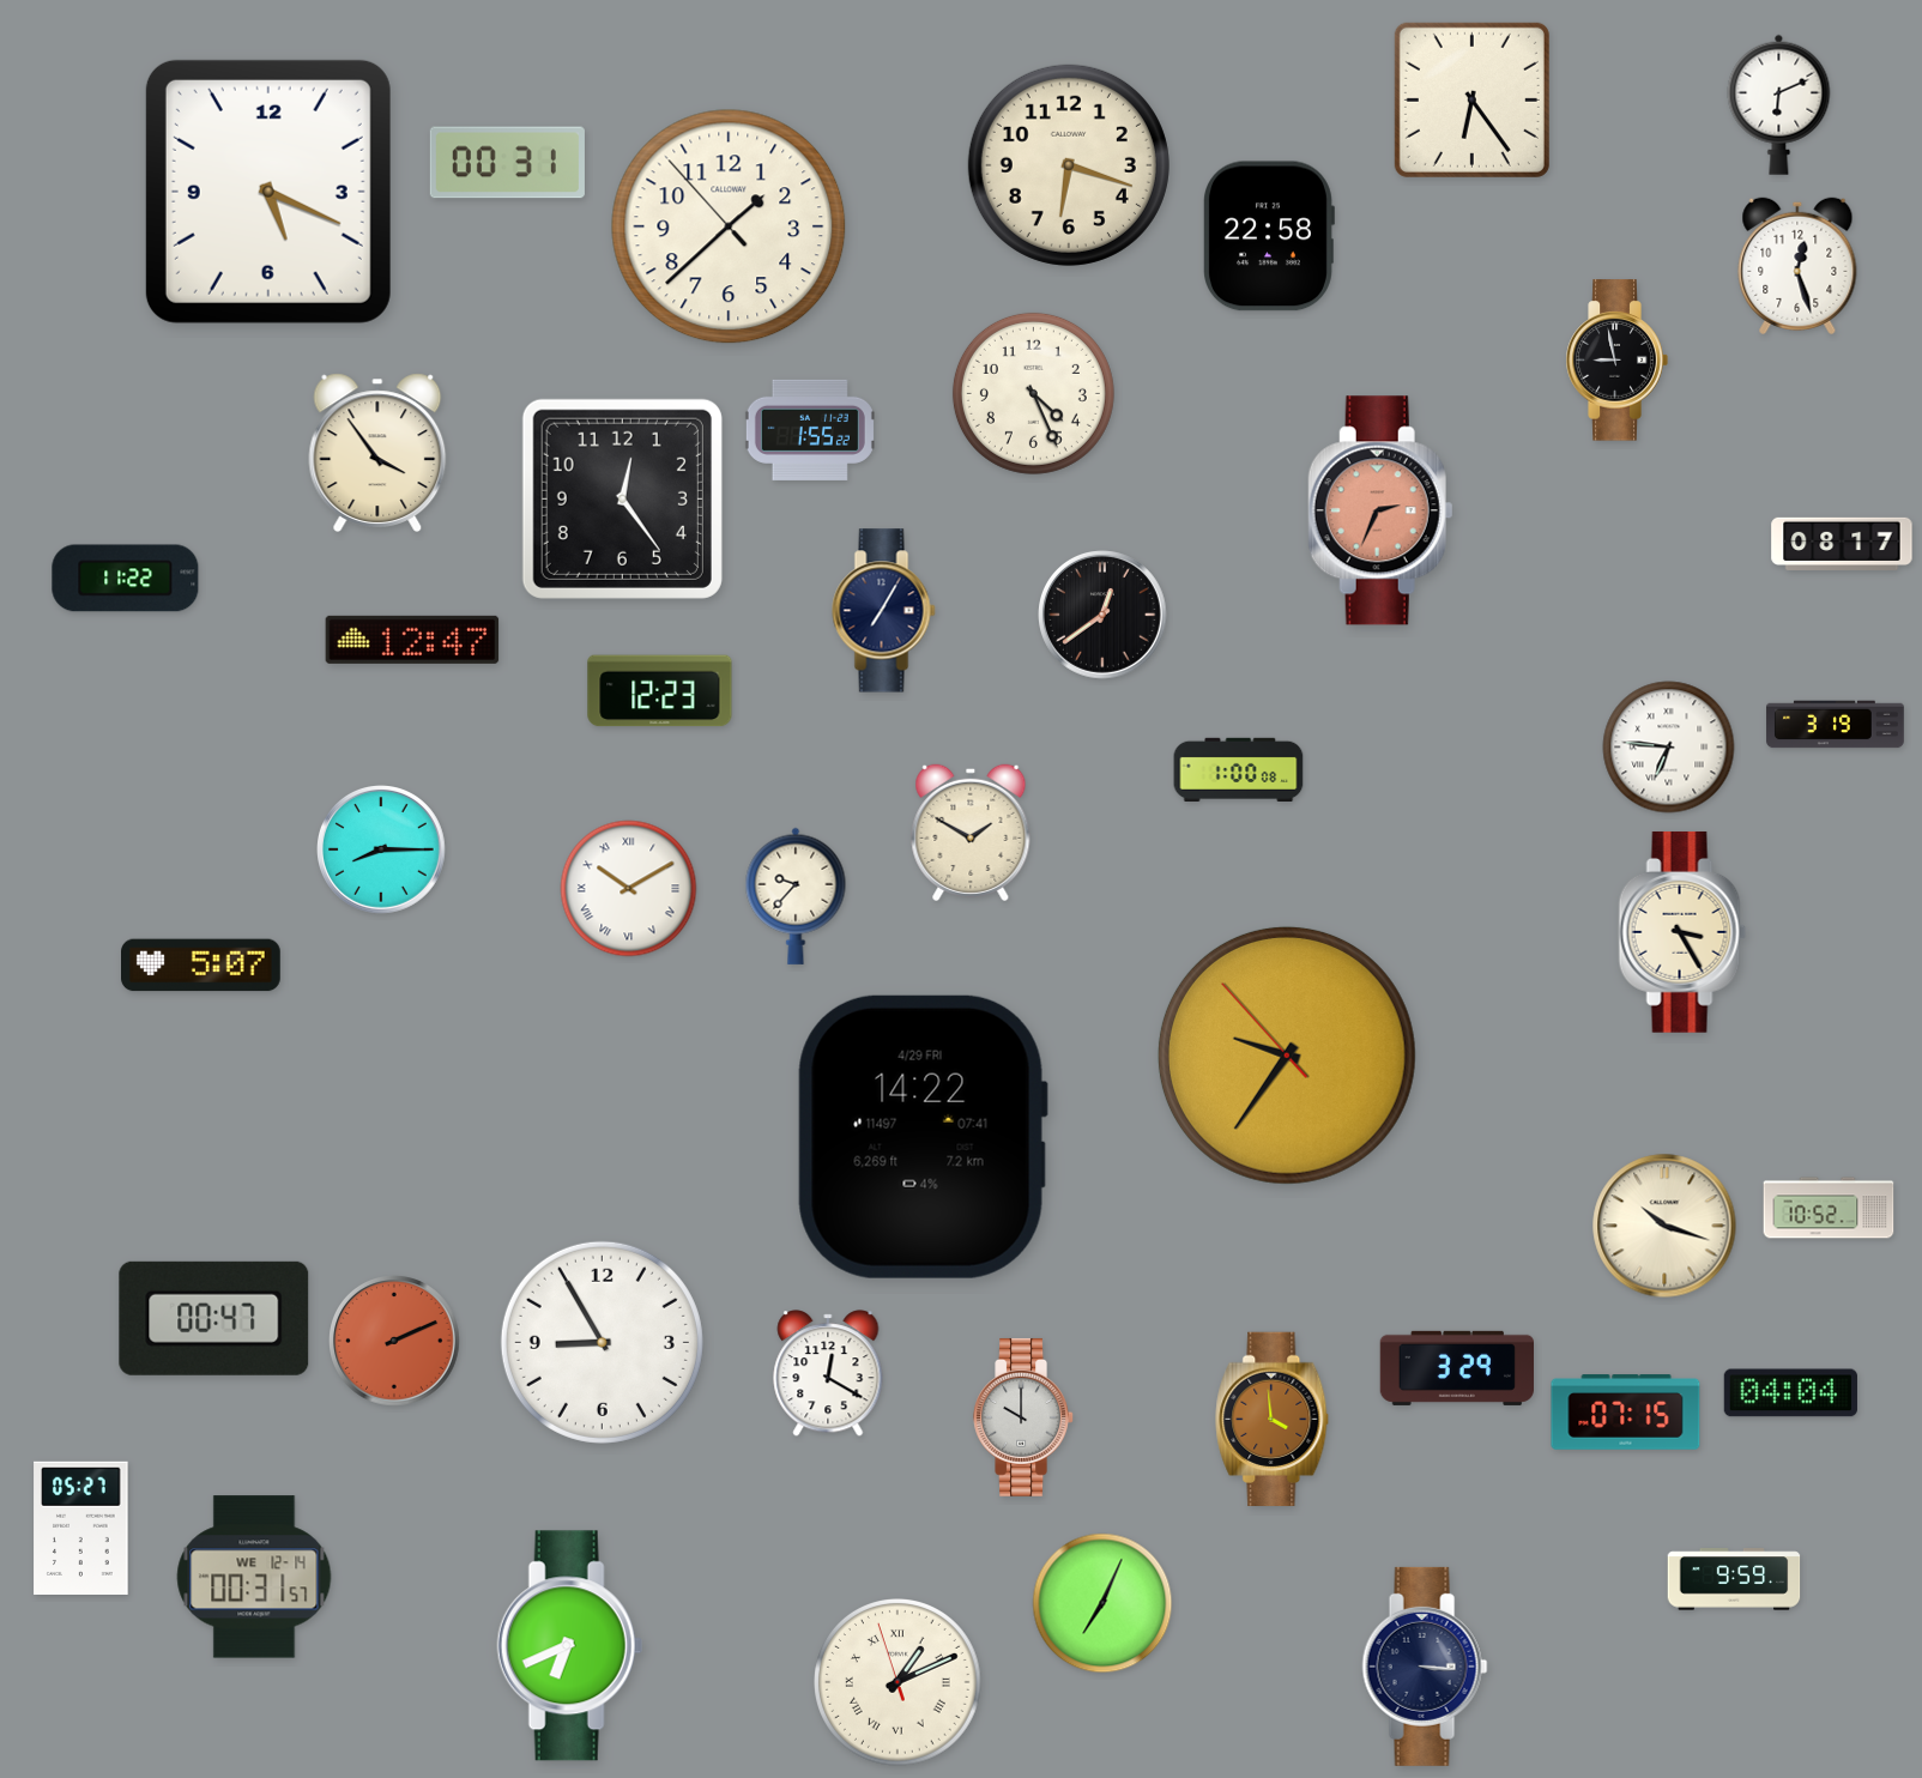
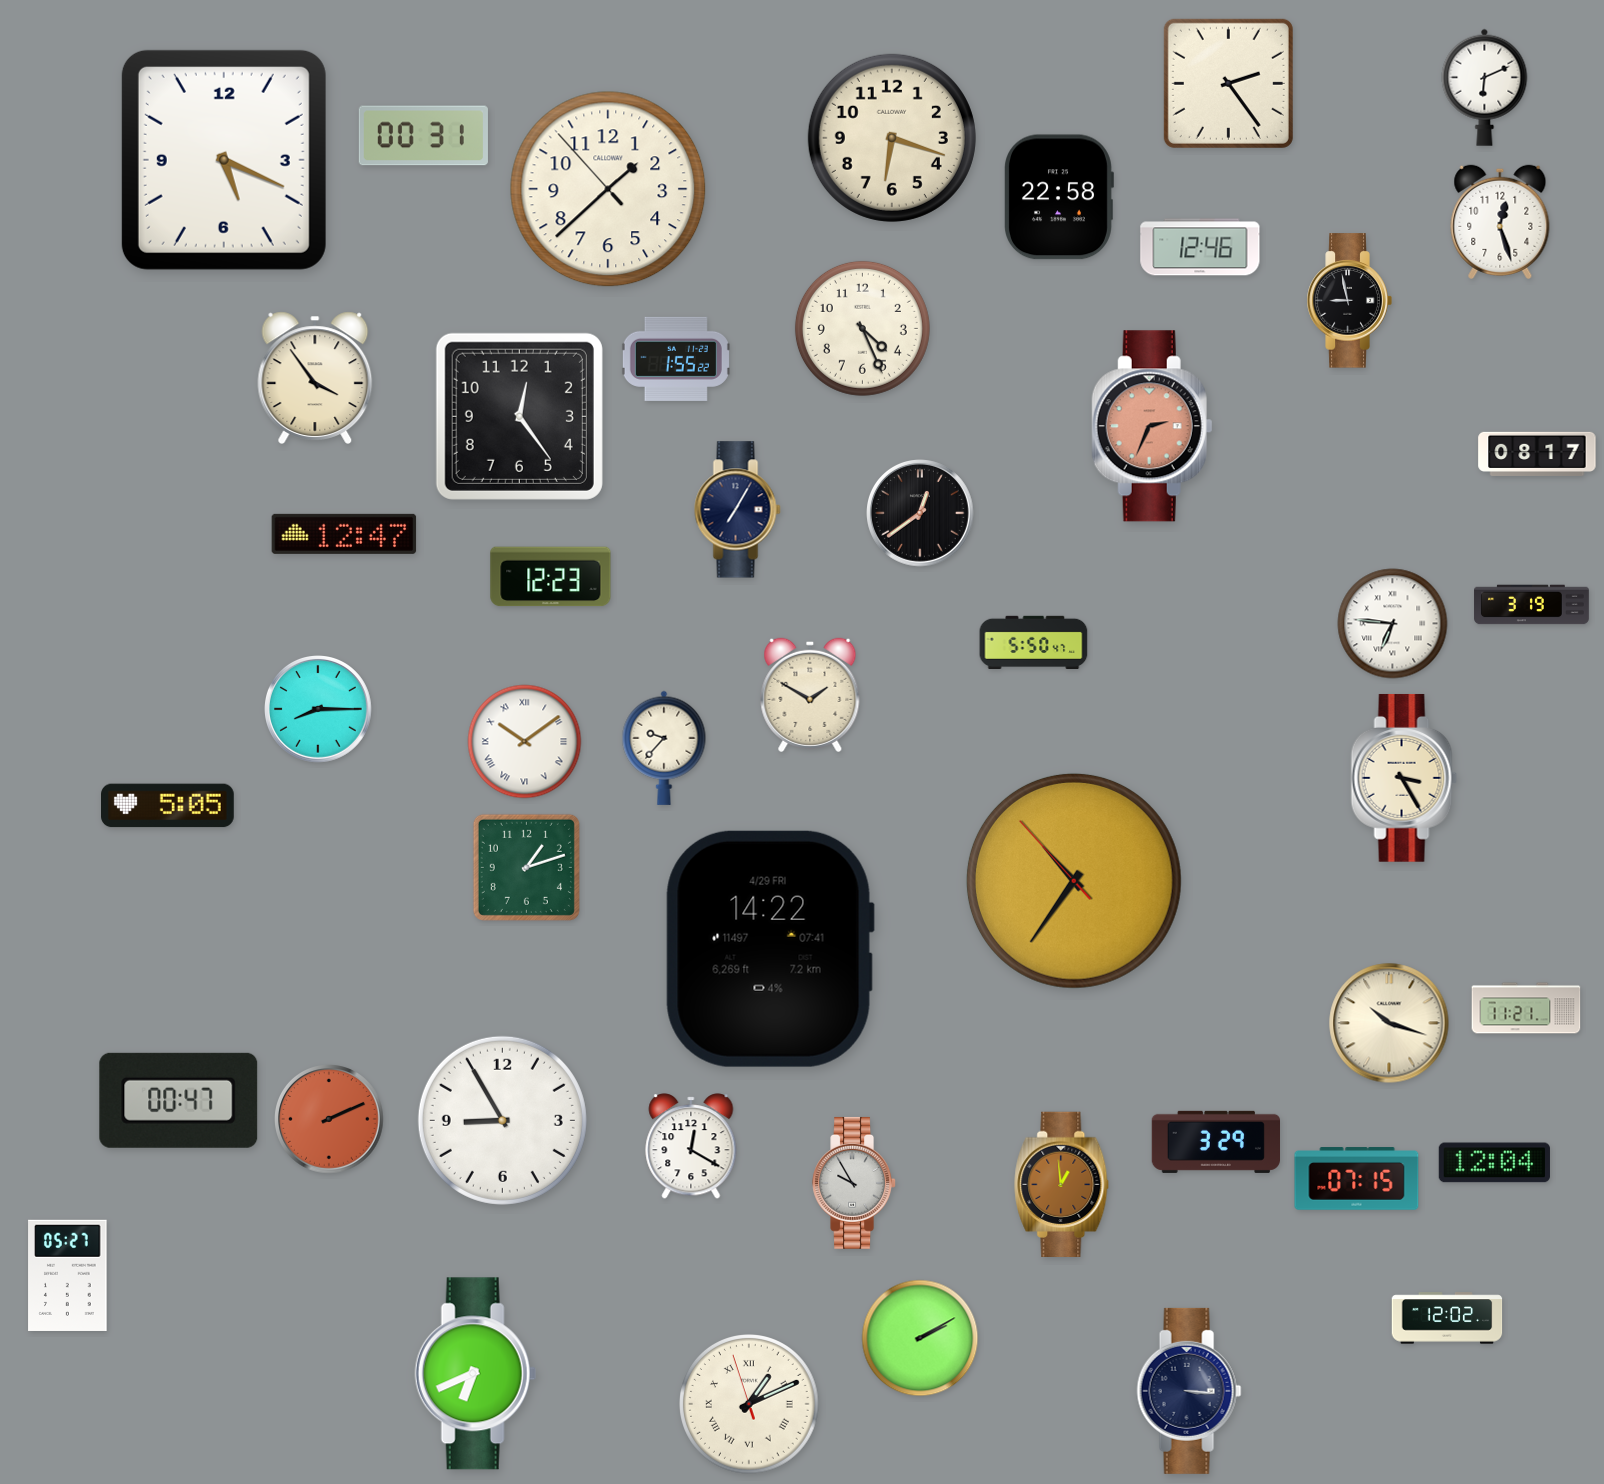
clock at (1471, 99): 6:24 -> 2:24
clock at (1200, 247): none -> 12:46
clock at (126, 579): 11:22 -> none
clock at (1239, 769): 1:00 -> 5:50
clock at (629, 889): 10:10 -> 10:09
clock at (201, 966): 5:07 -> 5:05
clock at (526, 867): none -> 1:12
clock at (1287, 1056): 9:35 -> 10:35
clock at (1829, 1208): 10:52 -> 11:21
clock at (1790, 1393): 04:04 -> 12:04
clock at (1025, 1417): 10:00 -> 9:55
clock at (1273, 1419): 3:59 -> 12:59
clock at (254, 1577): 00:31 -> none
clock at (1734, 1579): 9:59 -> 12:02
clock at (1102, 1603): 7:04 -> 2:10
